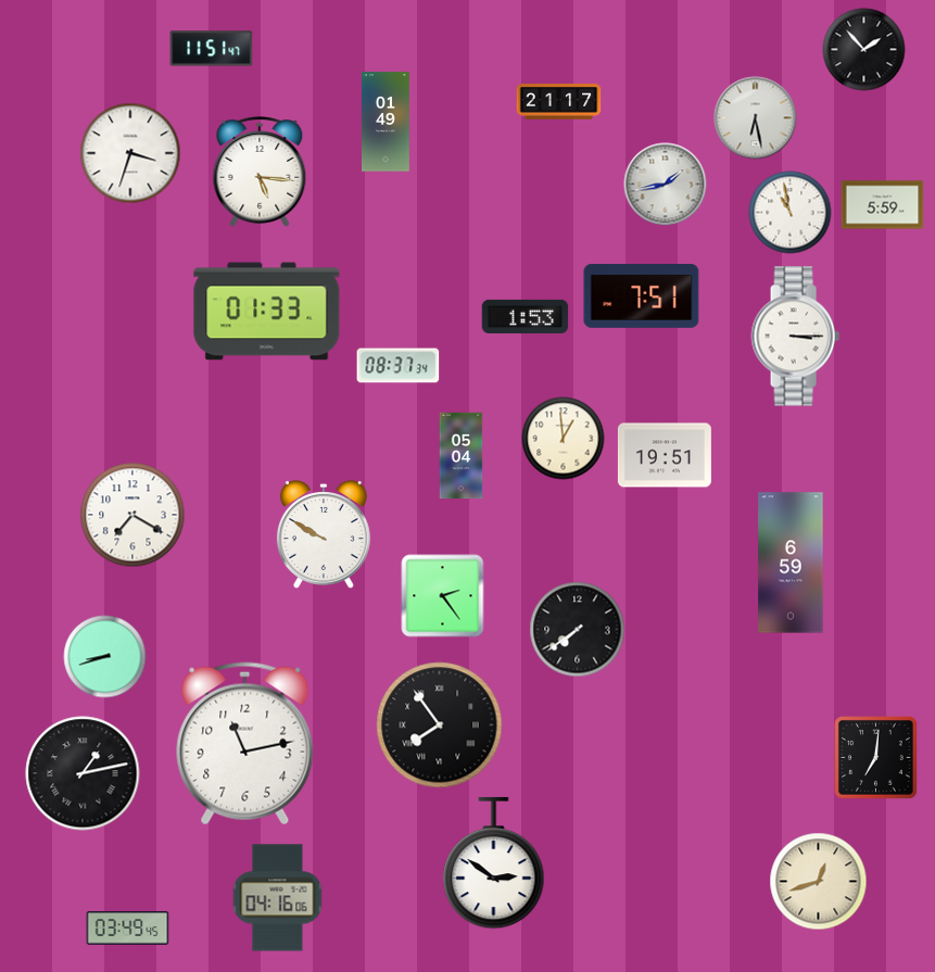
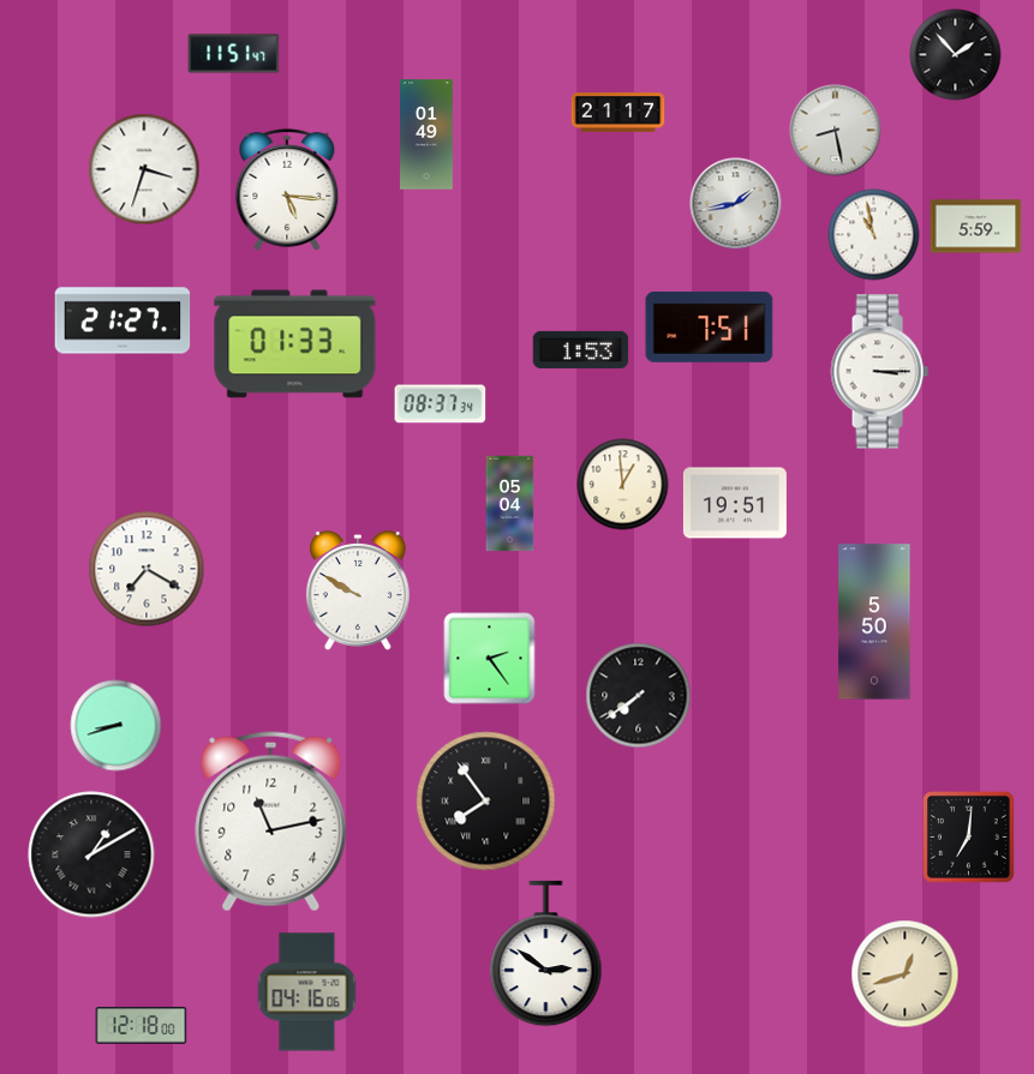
clock at (756, 118): 6:28 -> 8:28
clock at (122, 320): none -> 21:27
clock at (791, 563): 6:59 -> 5:50
clock at (83, 773): 1:13 -> 1:10
clock at (128, 929): 03:49 -> 12:18
